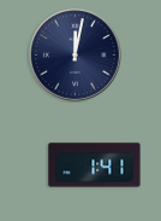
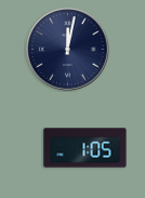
clock at (95, 165): 1:41 -> 1:05
